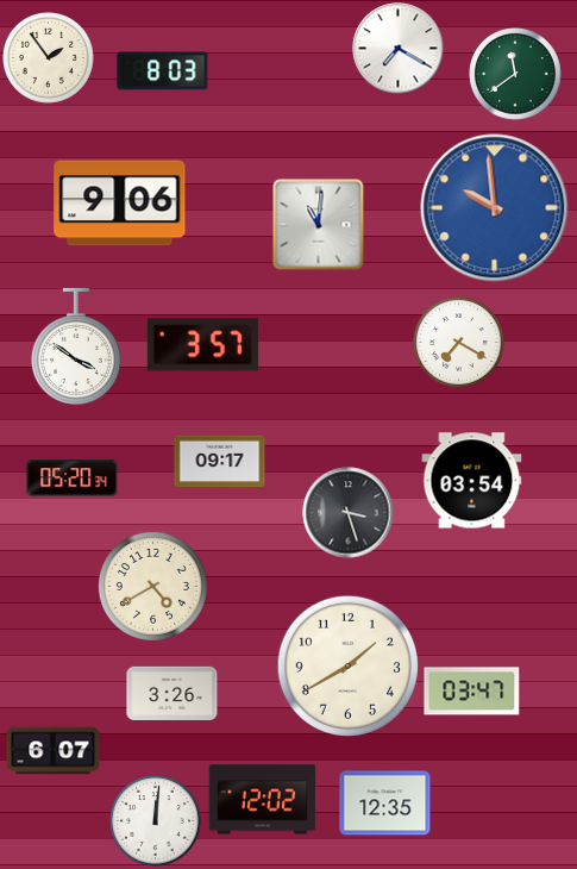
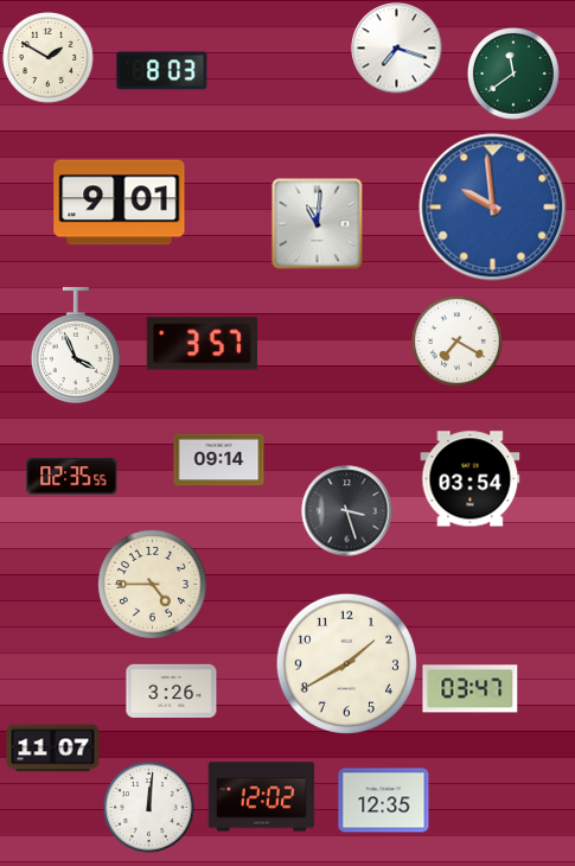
clock at (399, 49): 7:20 -> 7:18
clock at (49, 58): 1:54 -> 1:50
clock at (120, 204): 9:06 -> 9:01
clock at (76, 346): 3:51 -> 3:56
clock at (220, 462): 09:17 -> 09:14
clock at (73, 479): 05:20 -> 02:35
clock at (152, 586): 4:40 -> 4:45
clock at (54, 751): 6:07 -> 11:07
clock at (156, 821) position: (156, 821) -> (149, 808)
